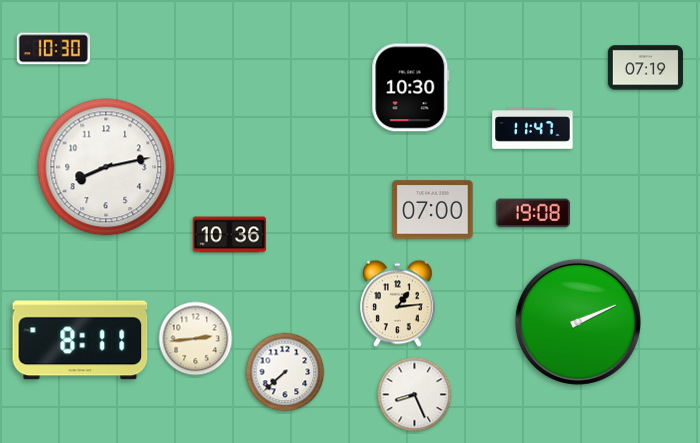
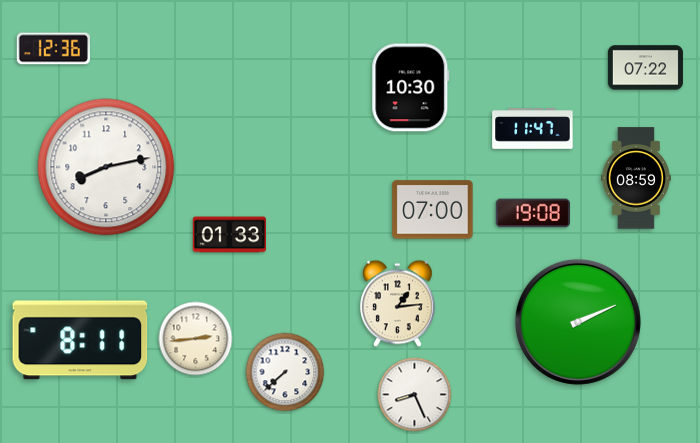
clock at (53, 49): 10:30 -> 12:36
clock at (645, 68): 07:19 -> 07:22
clock at (636, 178): none -> 08:59
clock at (230, 235): 10:36 -> 01:33
